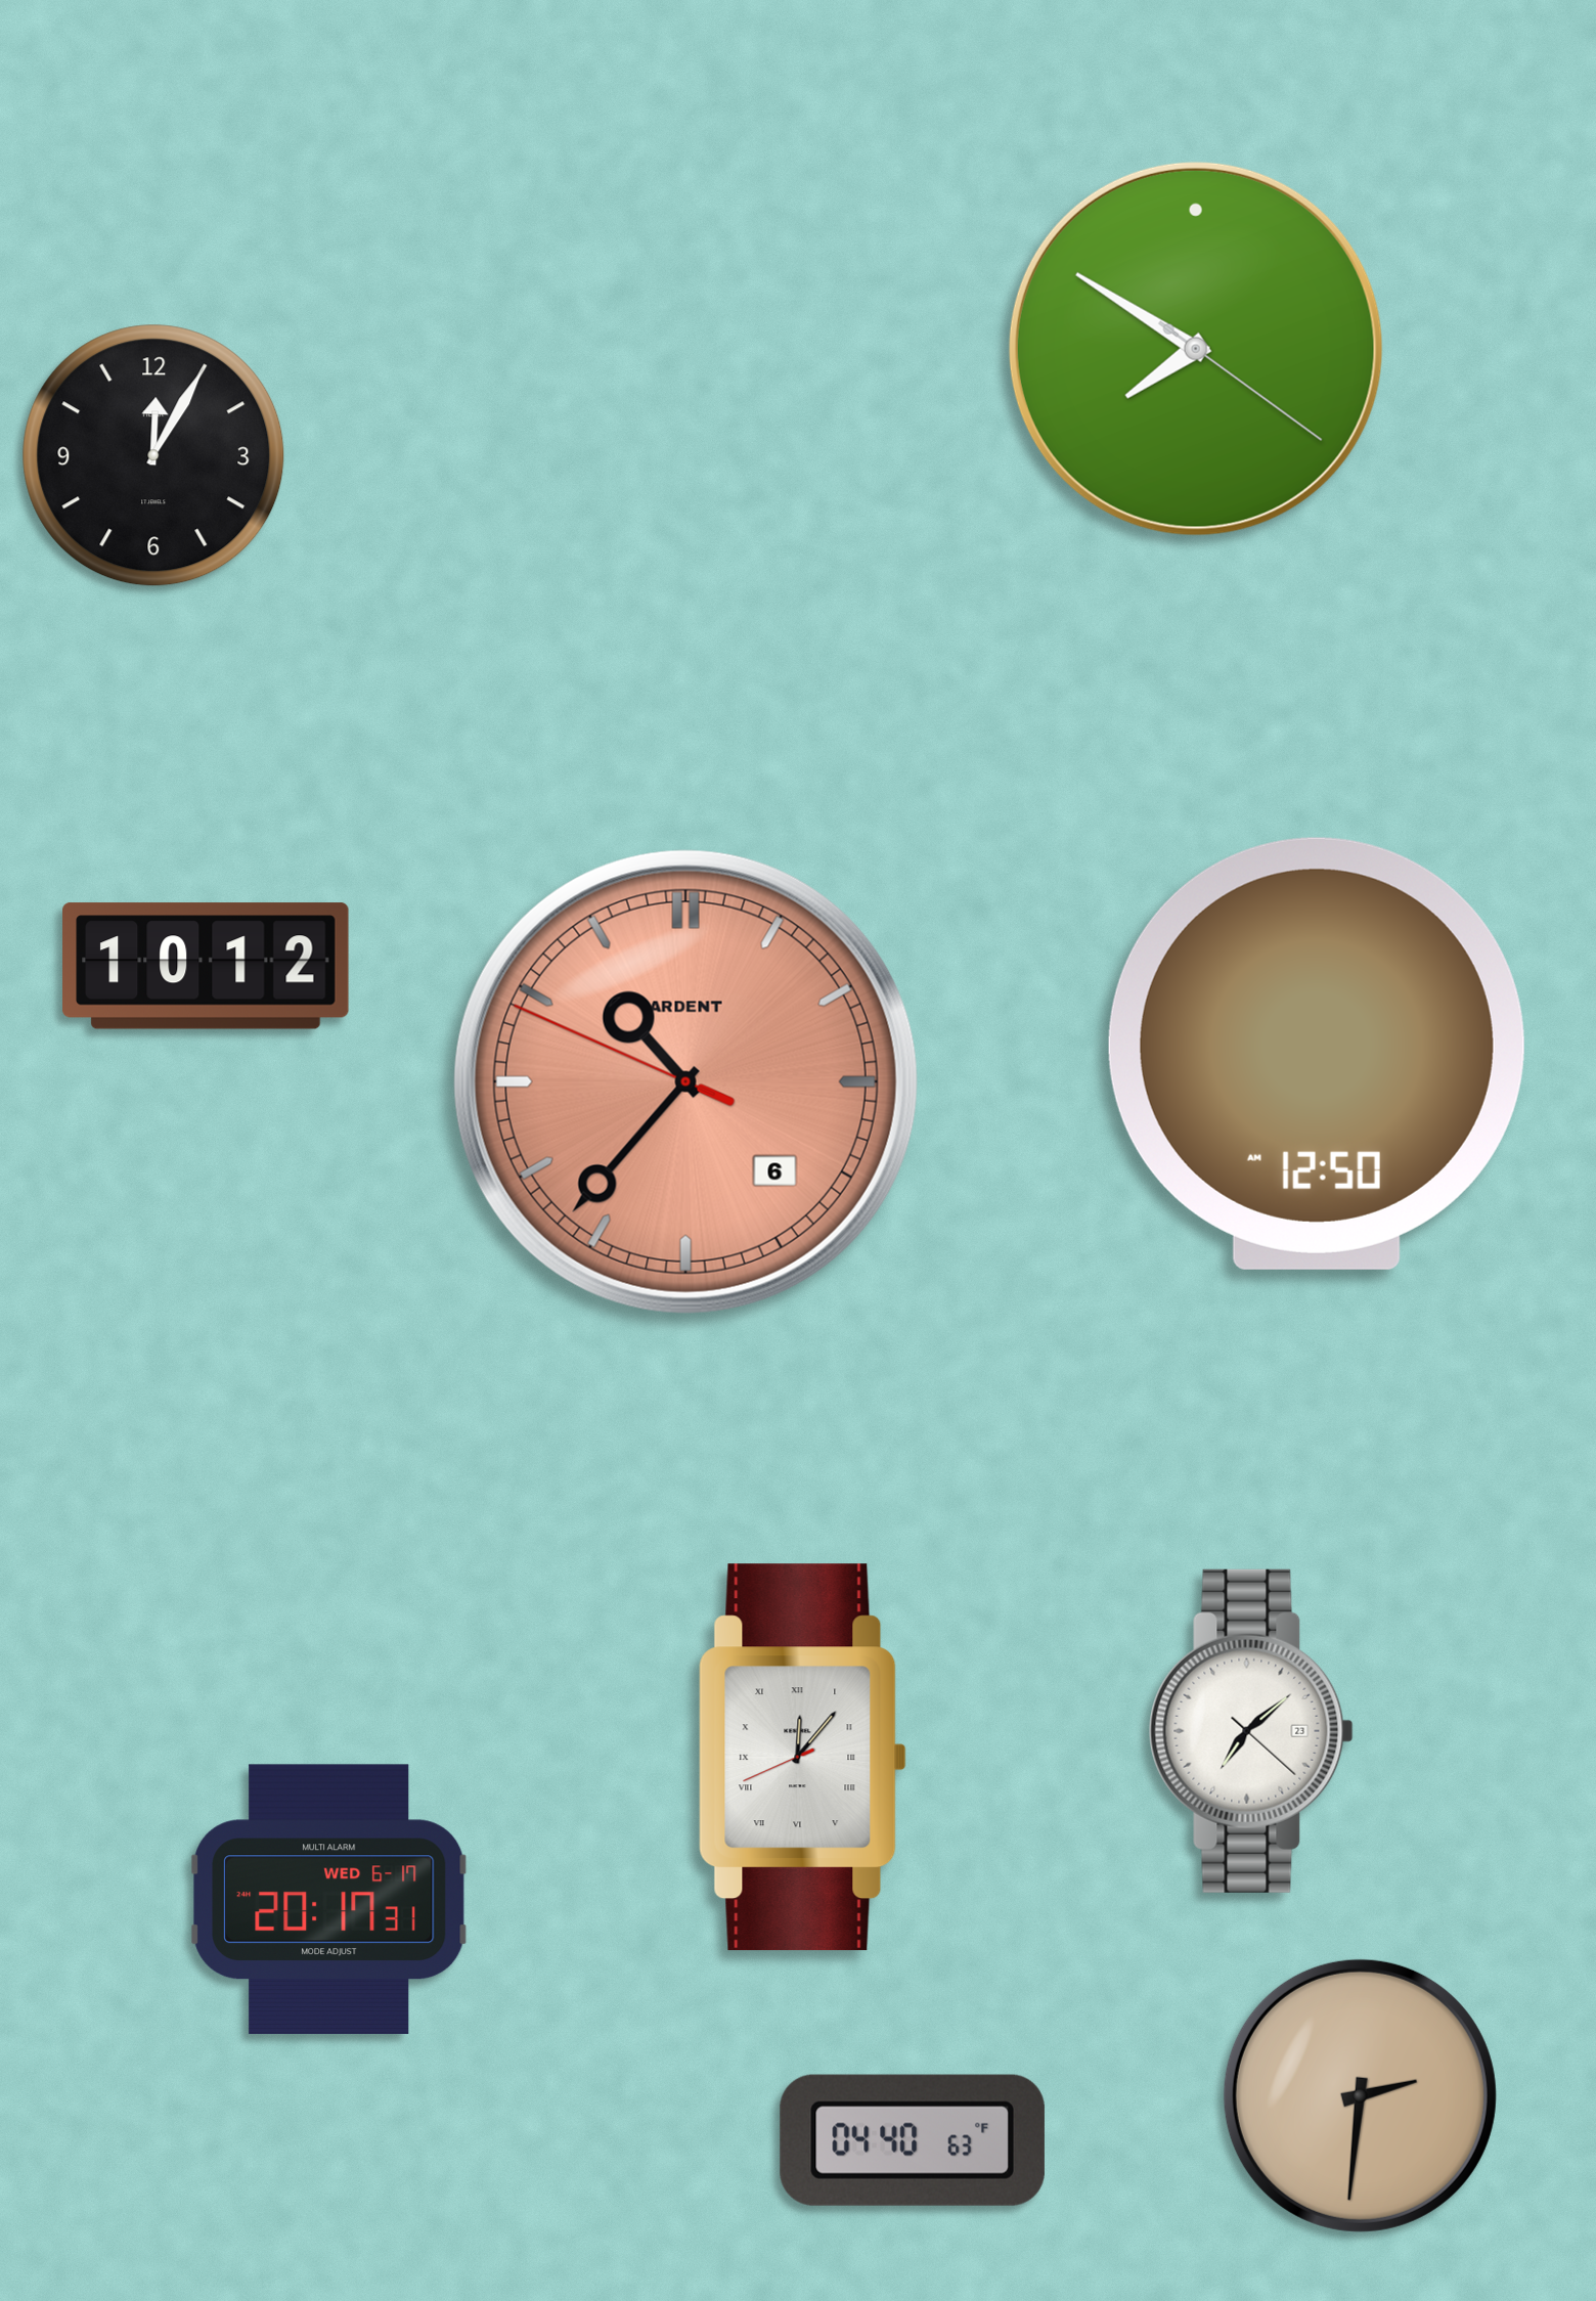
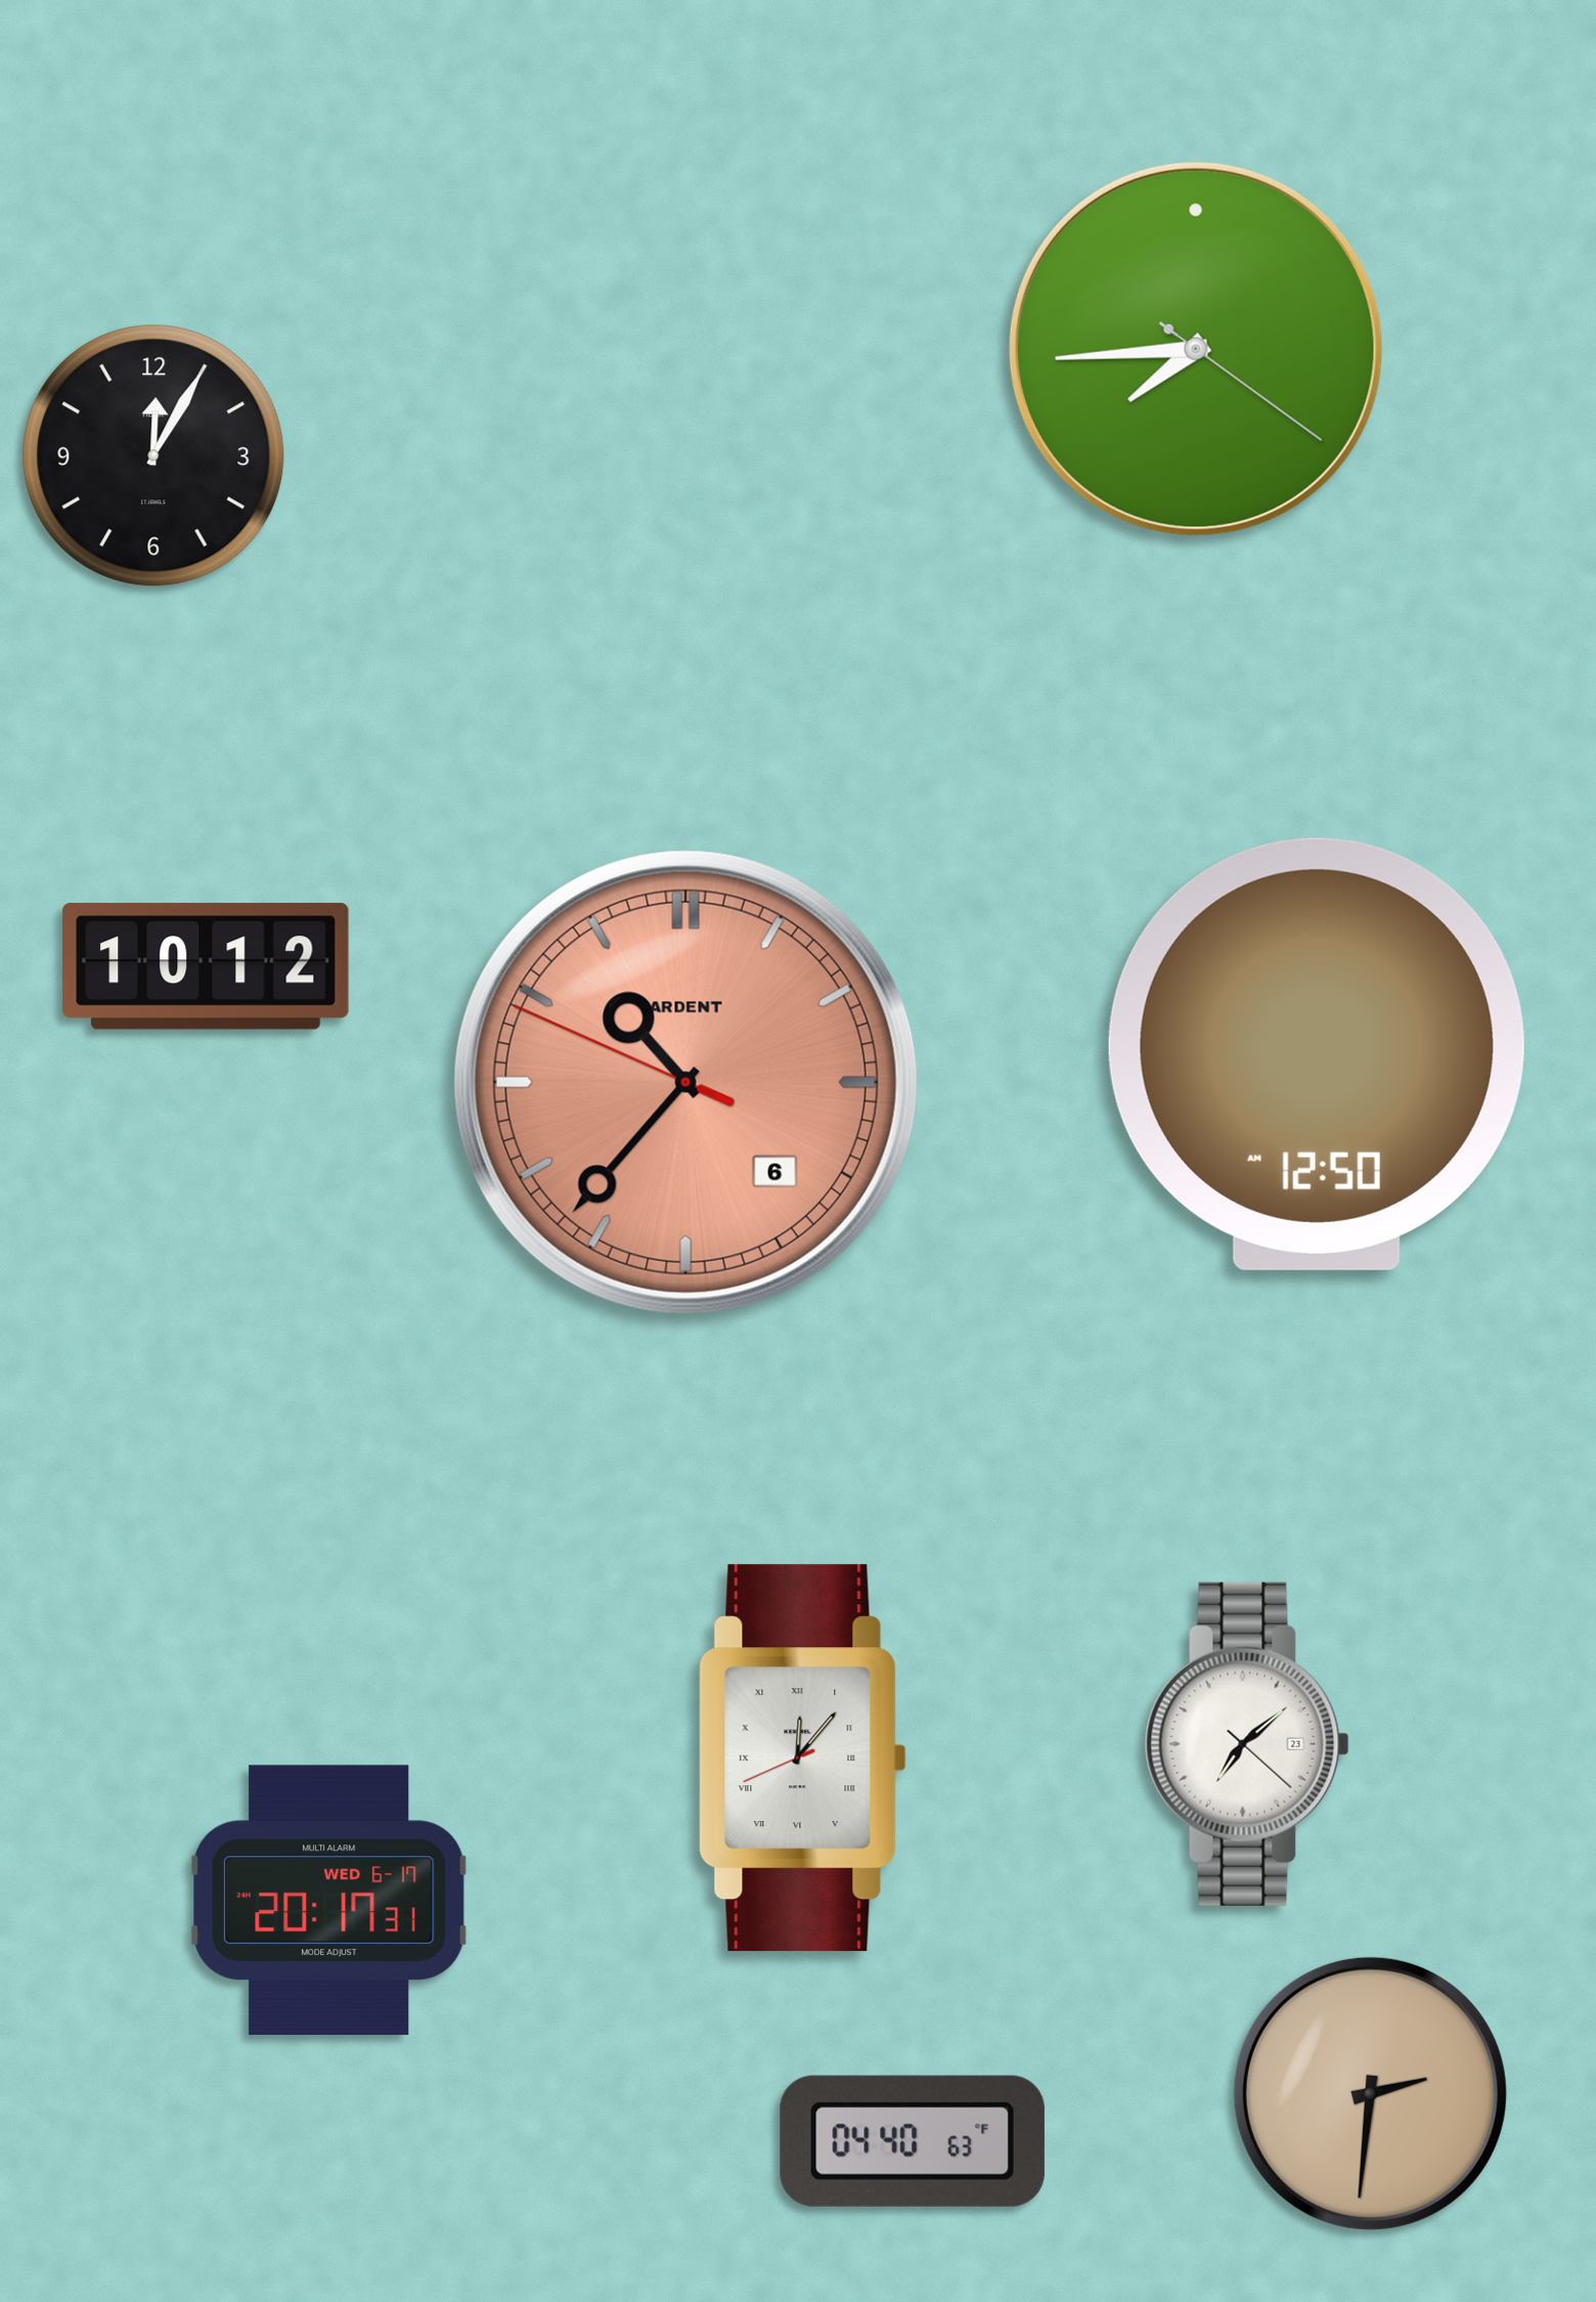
clock at (1196, 349): 7:50 -> 7:44
clock at (1251, 1731) position: (1251, 1731) -> (1247, 1744)
clock at (1360, 2095) position: (1360, 2095) -> (1370, 2093)
